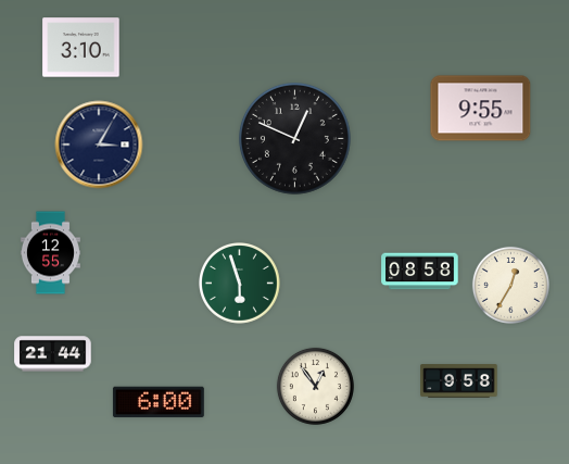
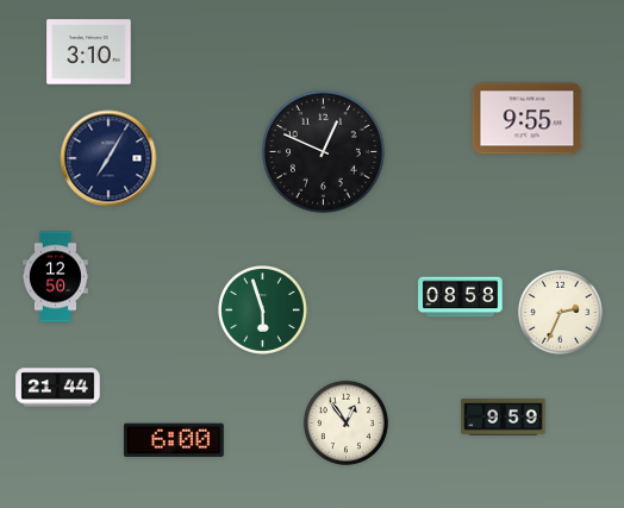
clock at (99, 145): 3:05 -> 7:05
clock at (50, 253): 12:55 -> 12:50
clock at (510, 285): 12:35 -> 2:34
clock at (459, 381): 9:58 -> 9:59
